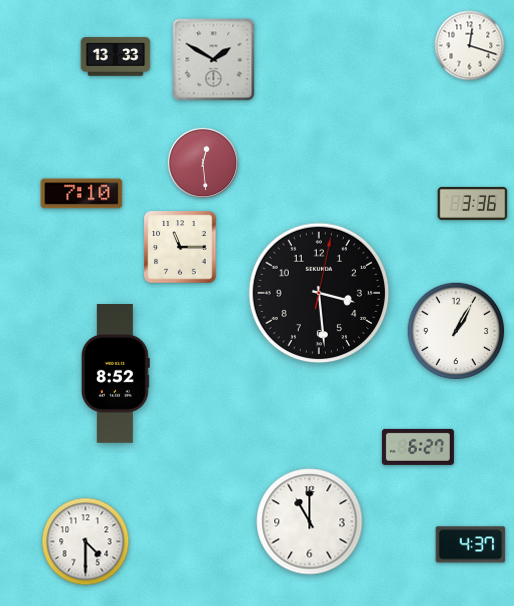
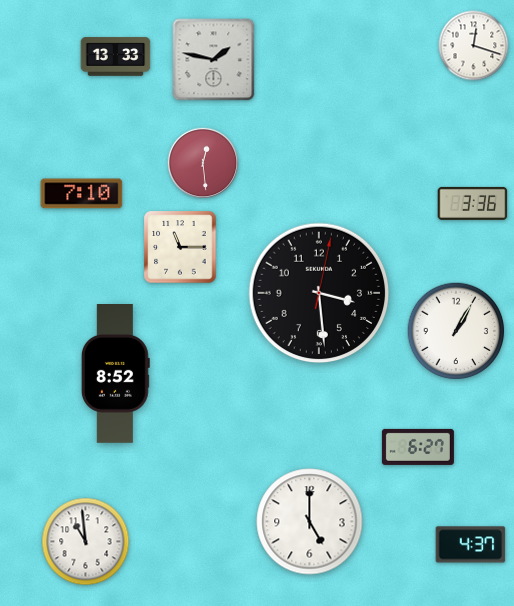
clock at (470, 46) position: (470, 46) -> (474, 46)
clock at (214, 60): 1:50 -> 1:47
clock at (310, 522): 11:00 -> 5:00
clock at (86, 542): 4:30 -> 10:59
